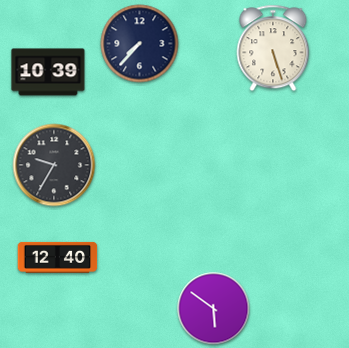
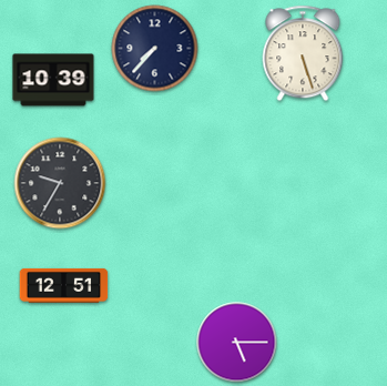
clock at (58, 257): 12:40 -> 12:51
clock at (214, 309): 5:51 -> 5:15
